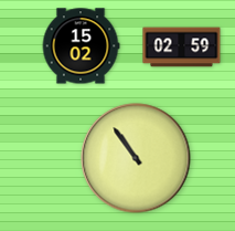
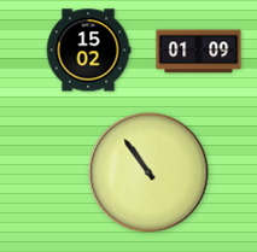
clock at (182, 48): 02:59 -> 01:09
